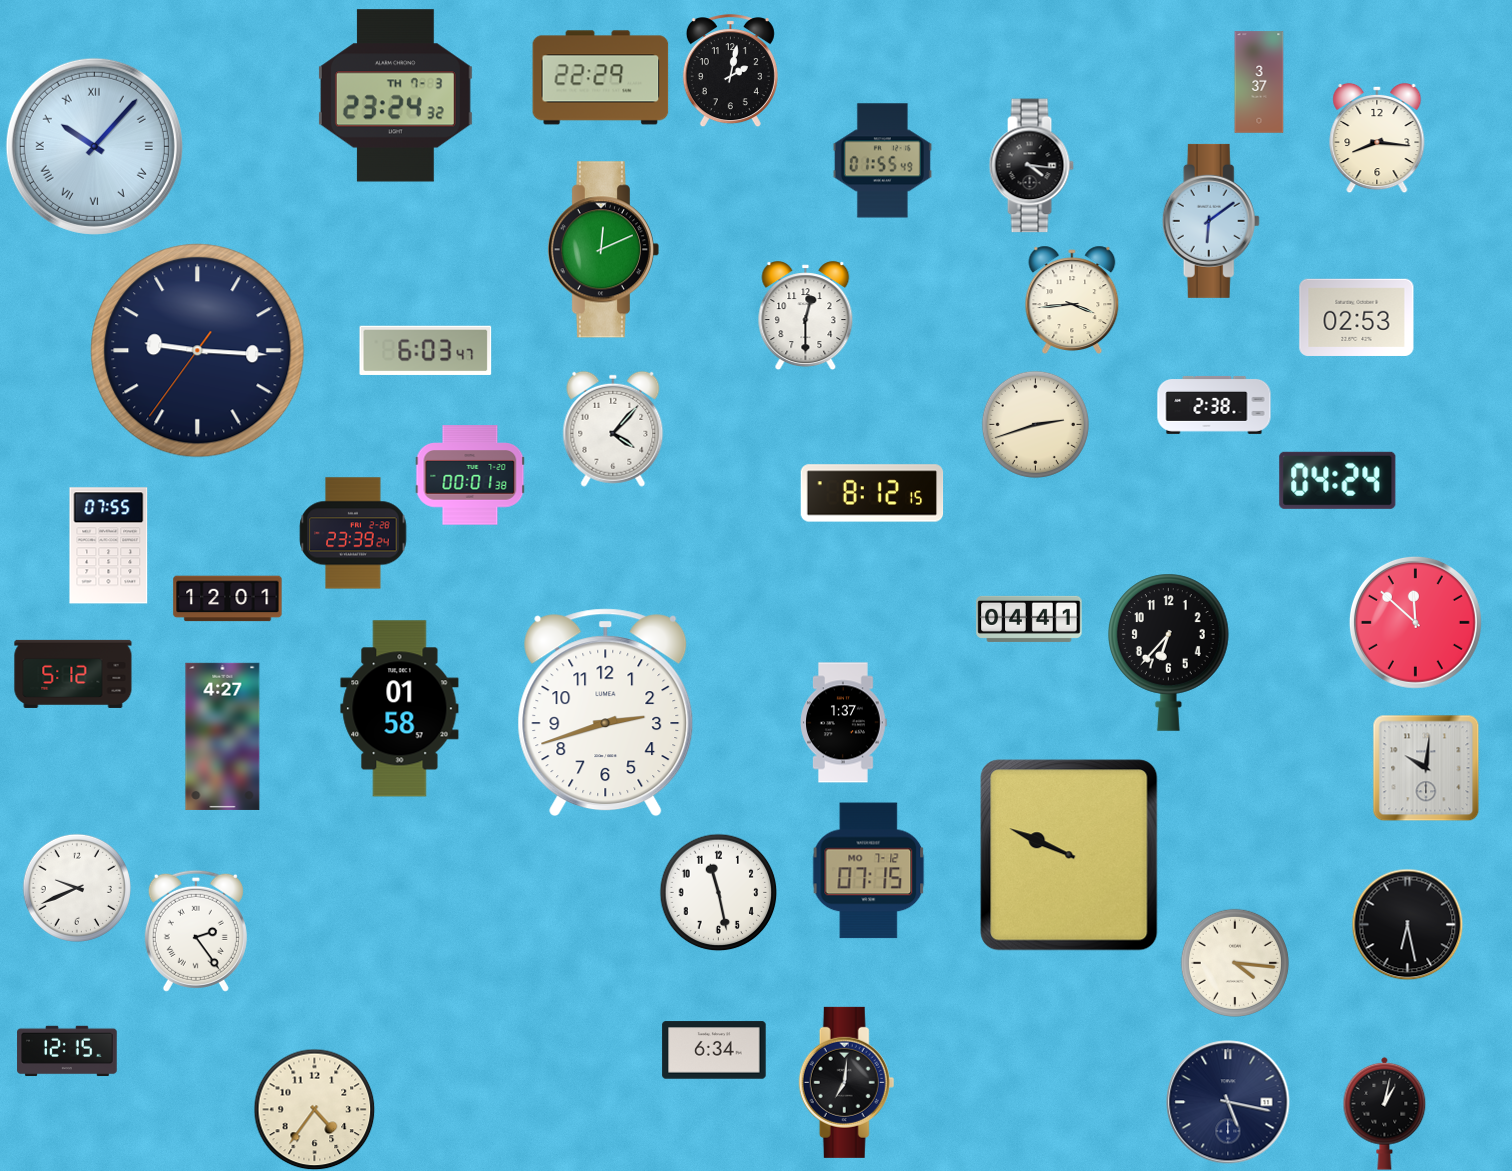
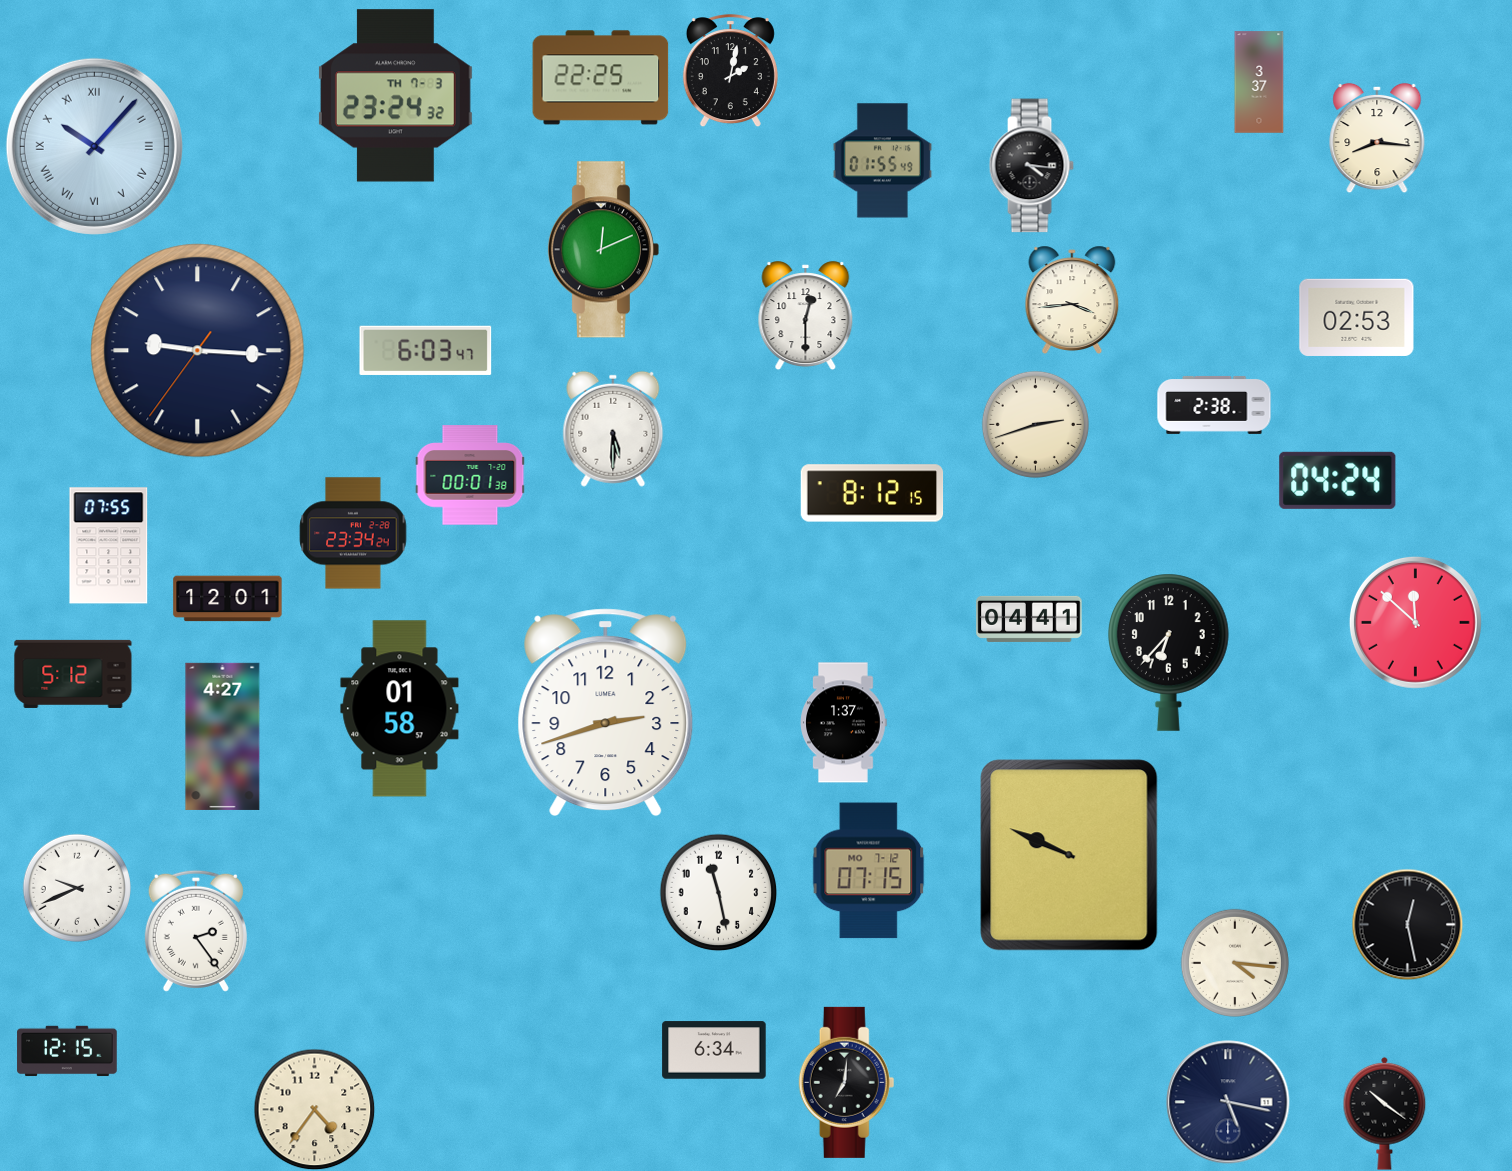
clock at (601, 78): 22:29 -> 22:25
clock at (1211, 221): 6:09 -> none
clock at (613, 429): 4:07 -> 5:30
clock at (353, 533): 23:39 -> 23:34
clock at (1426, 768): 10:01 -> none
clock at (1407, 924): 6:28 -> 12:28
clock at (1385, 1113): 1:02 -> 10:21
